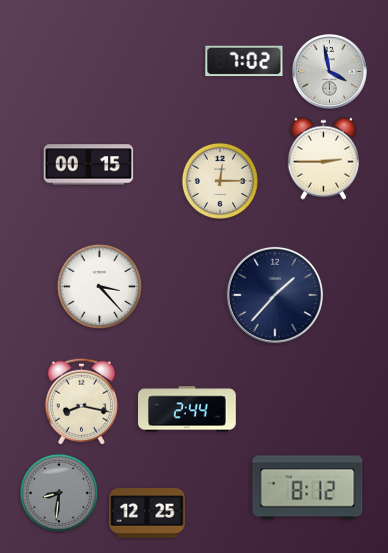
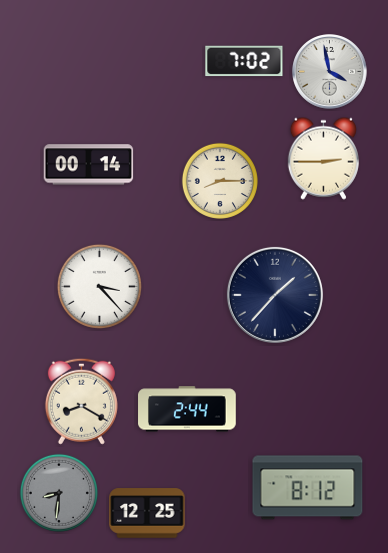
clock at (89, 165): 00:15 -> 00:14
clock at (220, 181): 12:15 -> 8:15
clock at (81, 401): 8:17 -> 8:20
